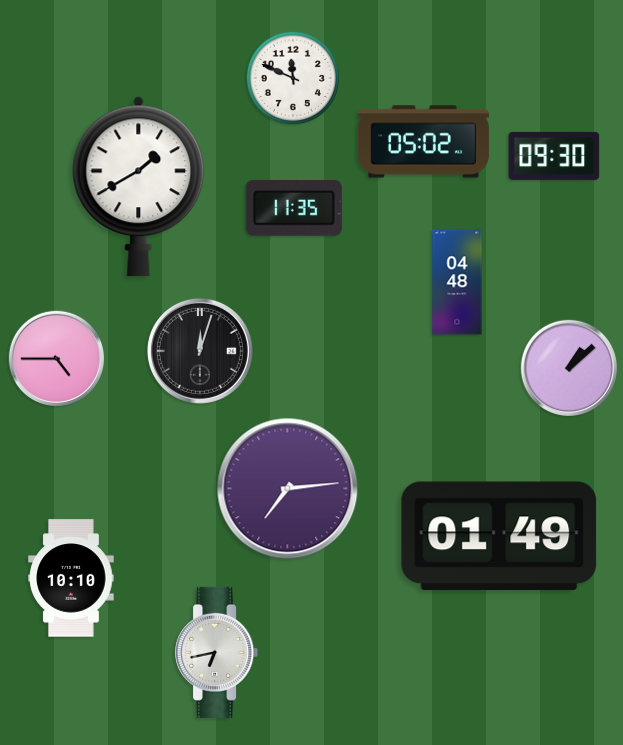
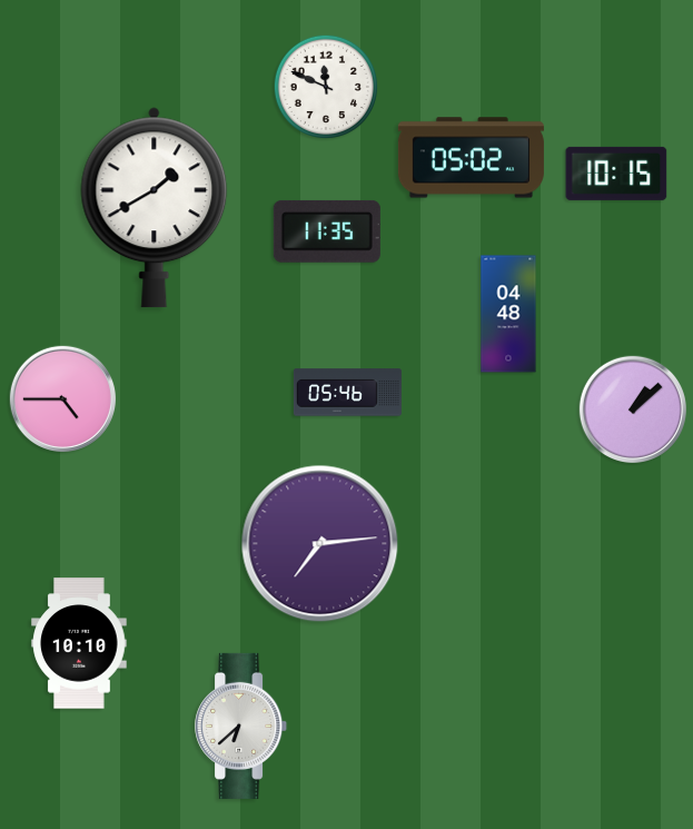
clock at (554, 156): 09:30 -> 10:15
clock at (200, 351): 12:03 -> none
clock at (347, 393): none -> 05:46
clock at (499, 536): 01:49 -> none
clock at (217, 652): 6:43 -> 6:38
